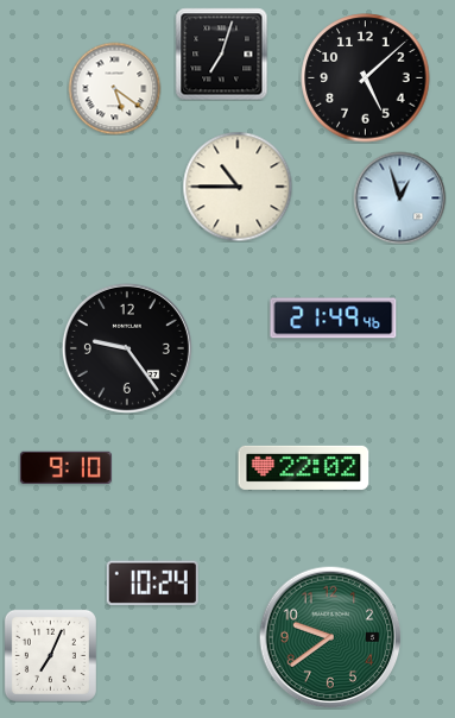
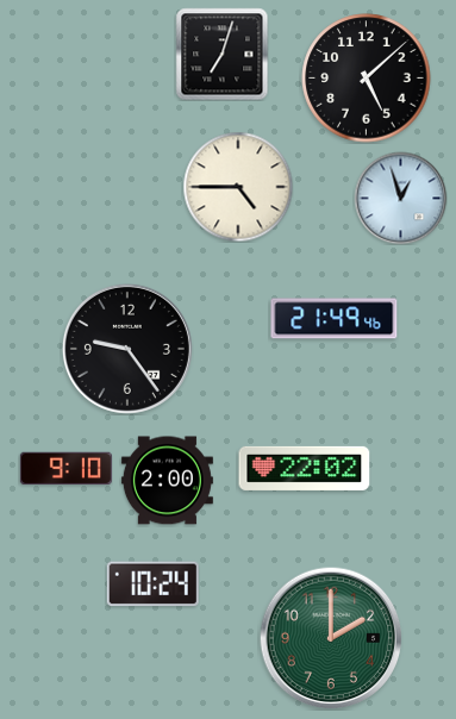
clock at (114, 88): 5:21 -> none
clock at (238, 187): 10:45 -> 4:45
clock at (167, 481): none -> 2:00
clock at (330, 637): 9:39 -> 2:00
clock at (50, 655): 7:04 -> none
